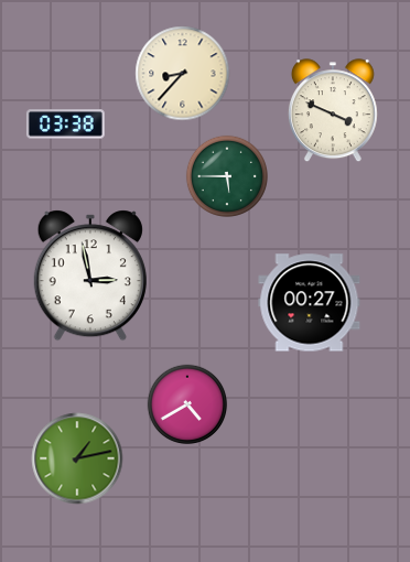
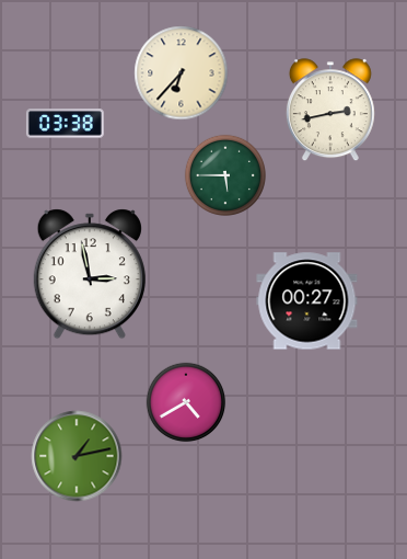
clock at (183, 74): 8:37 -> 6:37
clock at (333, 111): 3:49 -> 2:43
